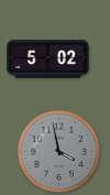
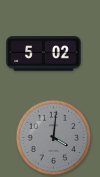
clock at (59, 152): 3:58 -> 4:01
